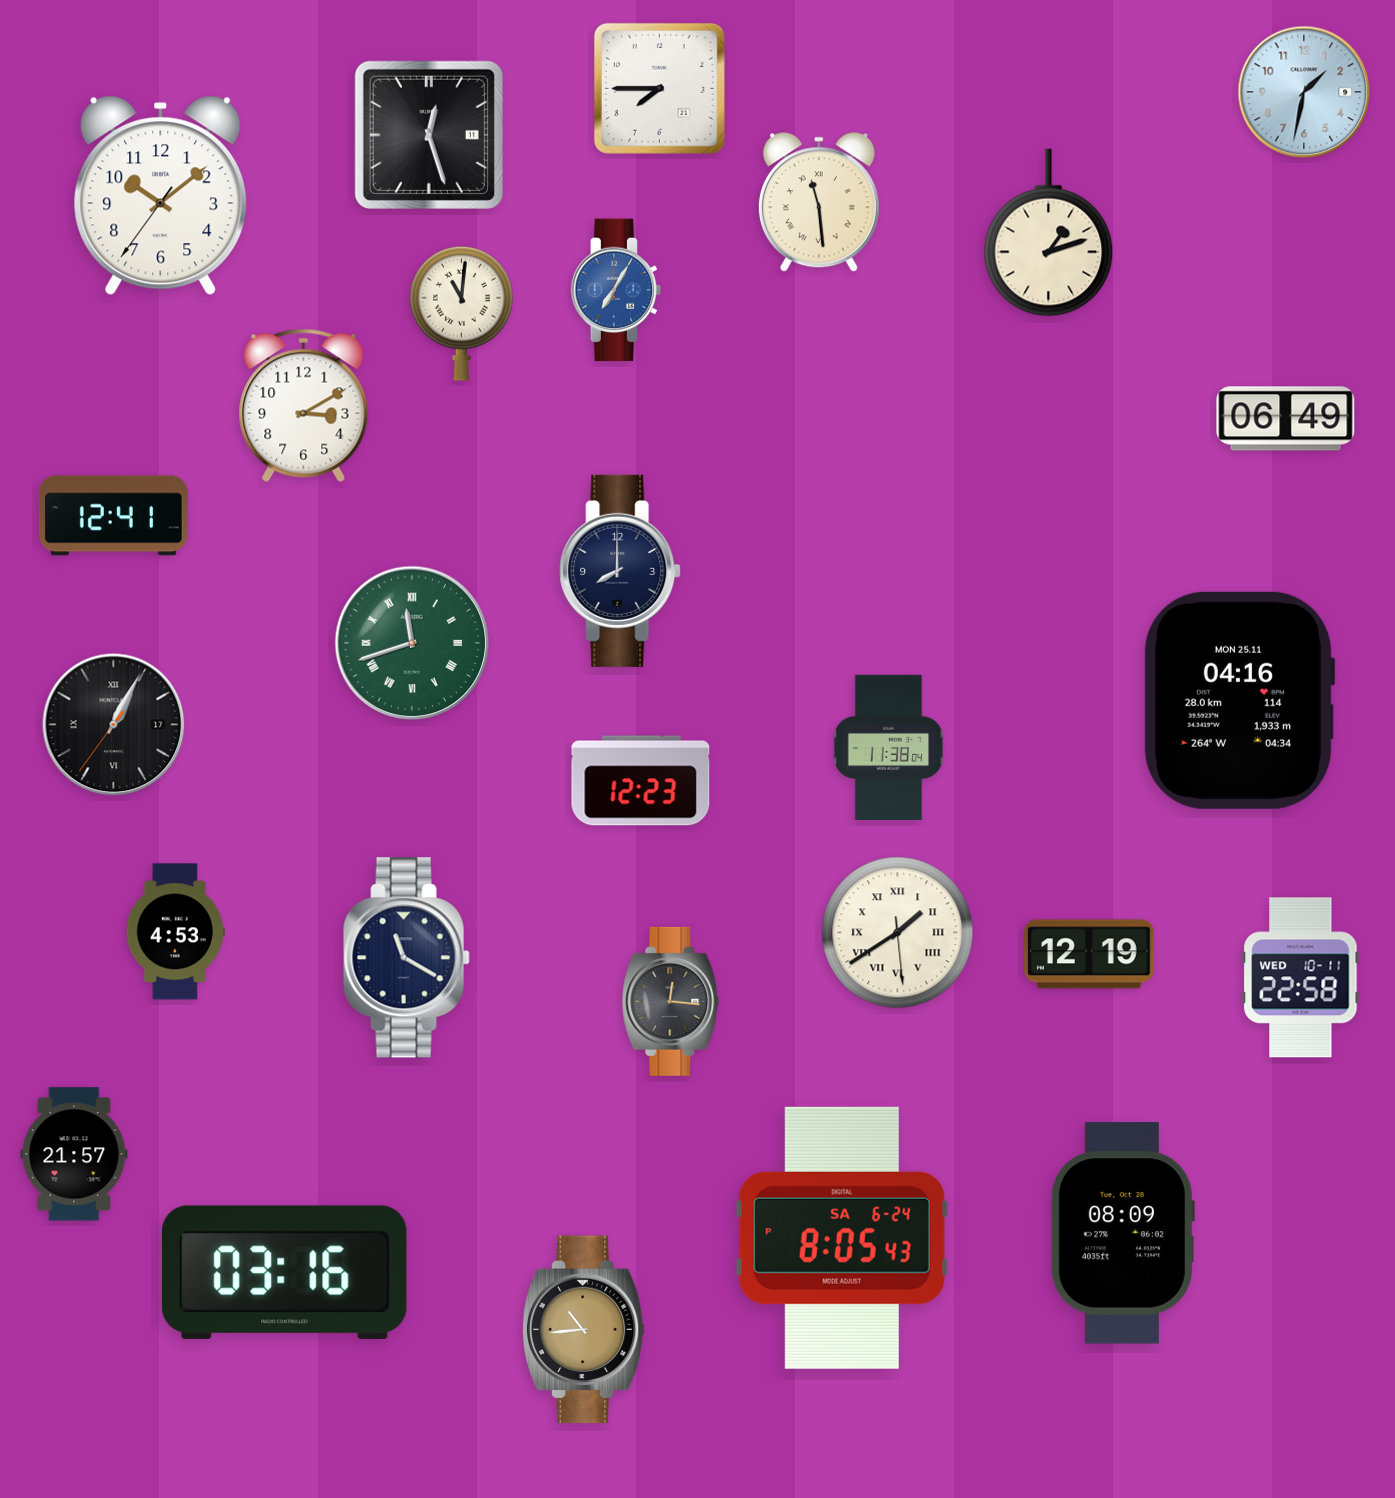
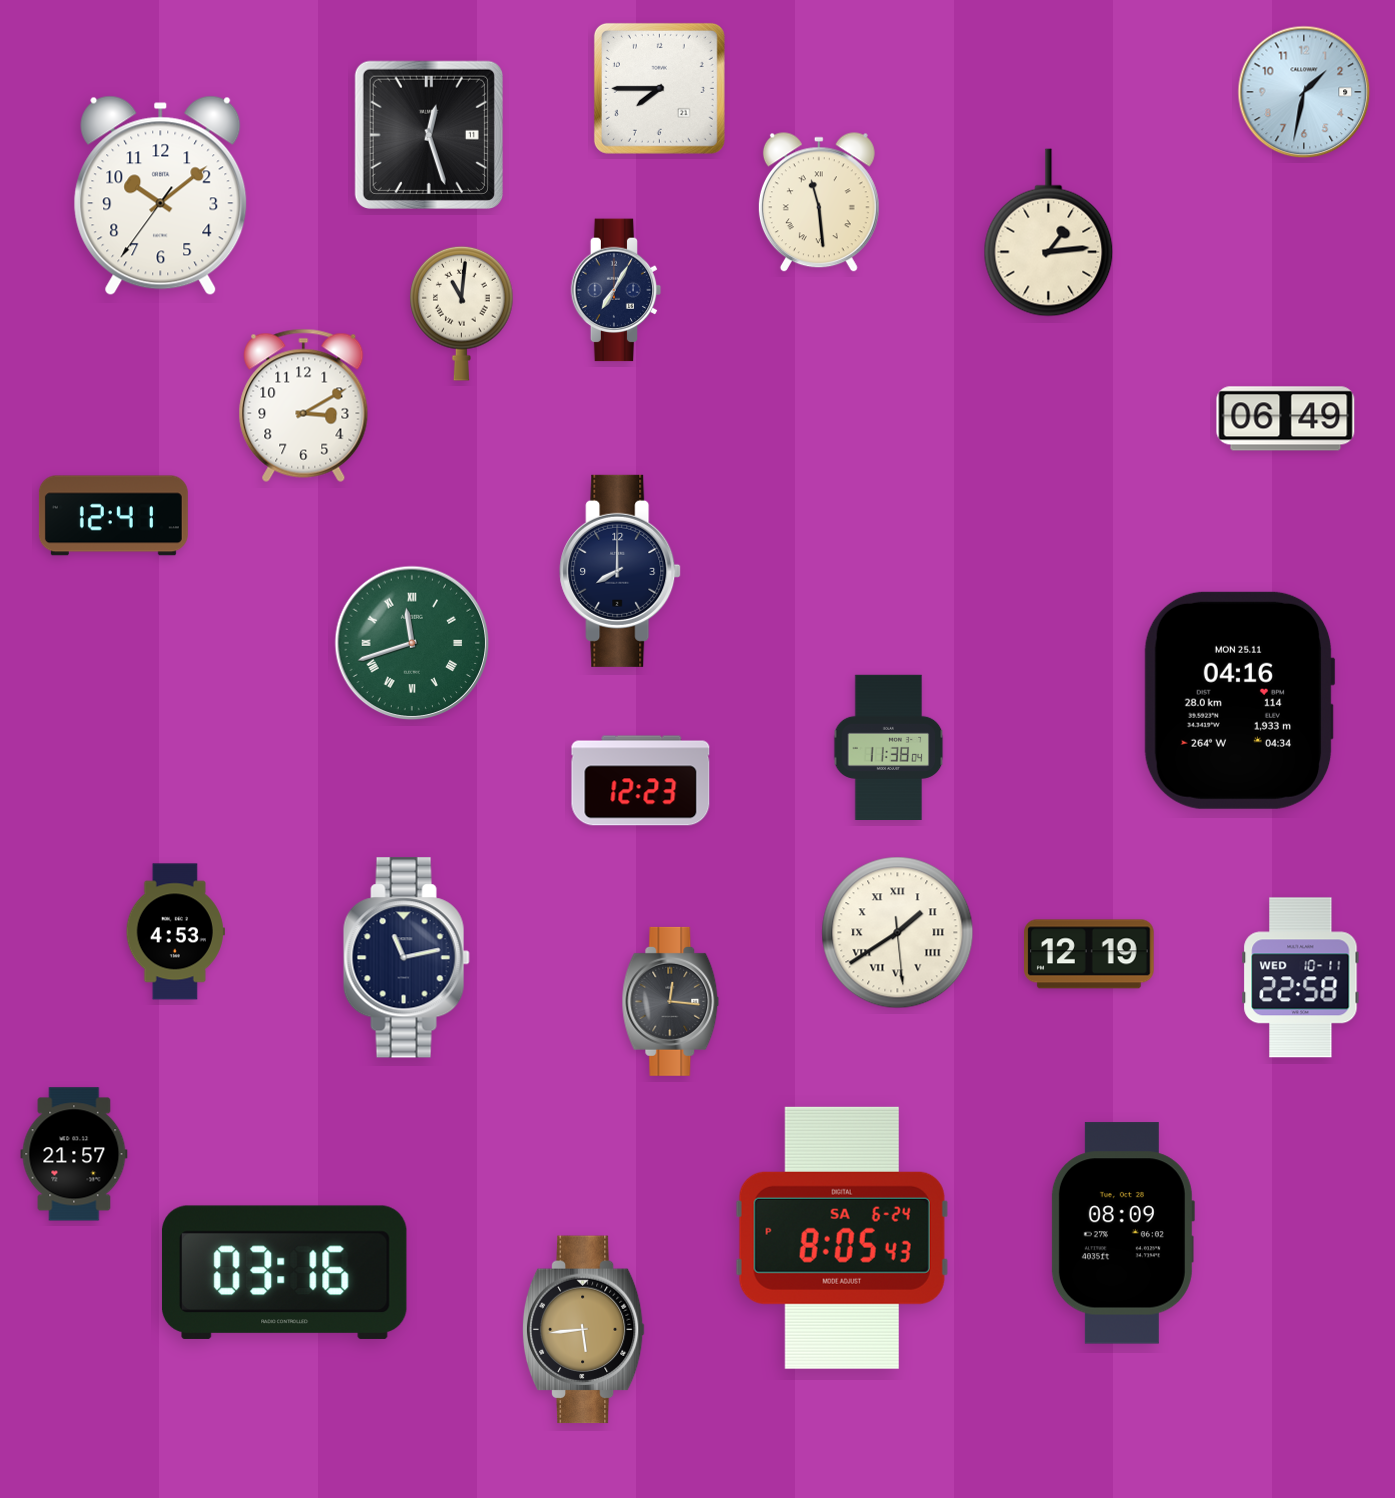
clock at (1049, 233): 1:12 -> 1:14
clock at (616, 290) dial: blue -> navy
clock at (114, 725): 1:04 -> none
clock at (406, 958): 11:20 -> 11:13
clock at (583, 1330): 10:44 -> 5:44
